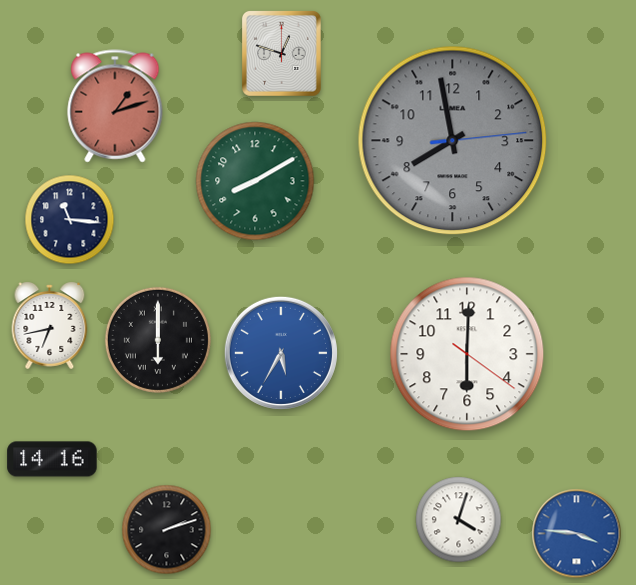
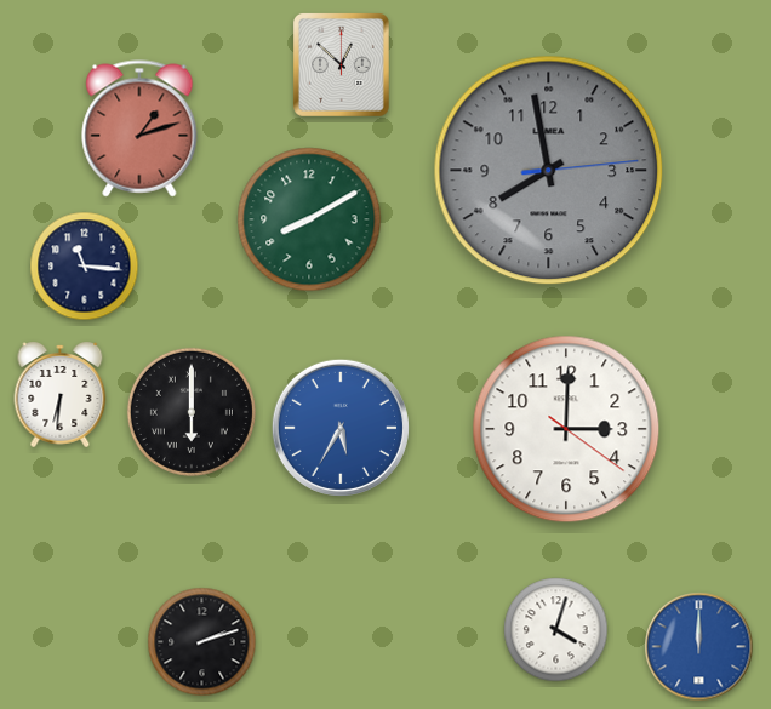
clock at (281, 53): 12:48 -> 12:52
clock at (50, 325): 6:43 -> 6:31
clock at (467, 354): 6:00 -> 3:00
clock at (52, 459): 14:16 -> none
clock at (577, 534): 3:46 -> 12:00
